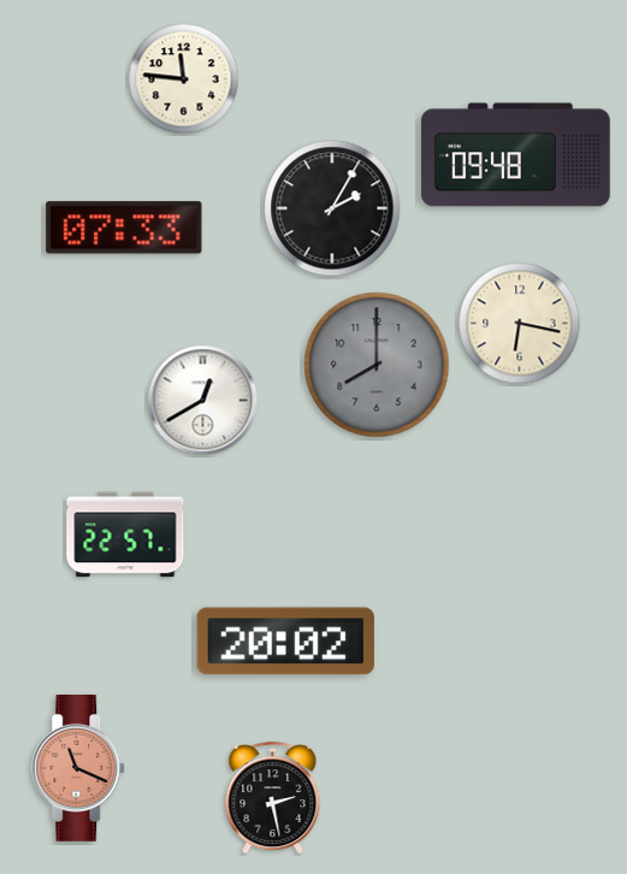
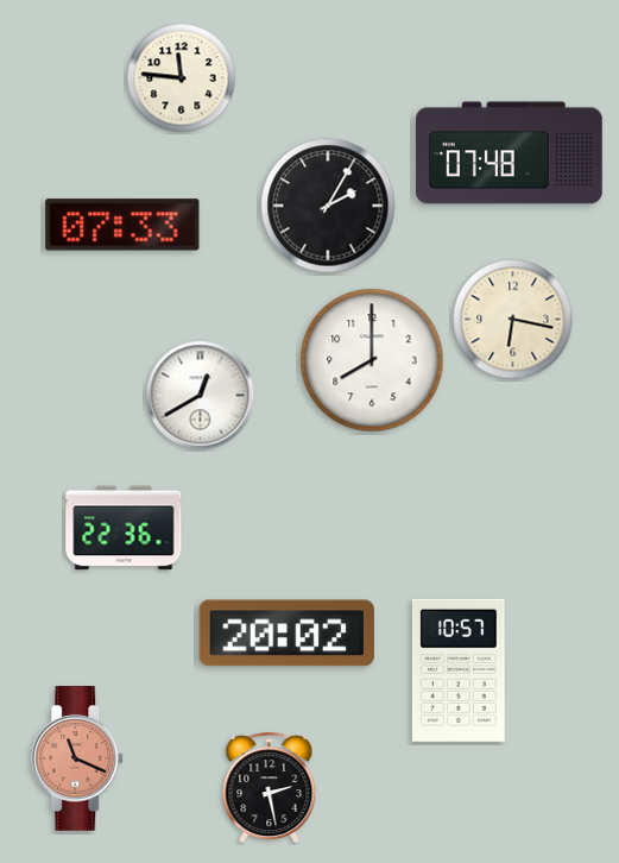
clock at (516, 155): 09:48 -> 07:48
clock at (377, 365) dial: grey -> white
clock at (125, 535): 22:57 -> 22:36
clock at (285, 642) position: (285, 642) -> (286, 634)
clock at (459, 670): none -> 10:57
